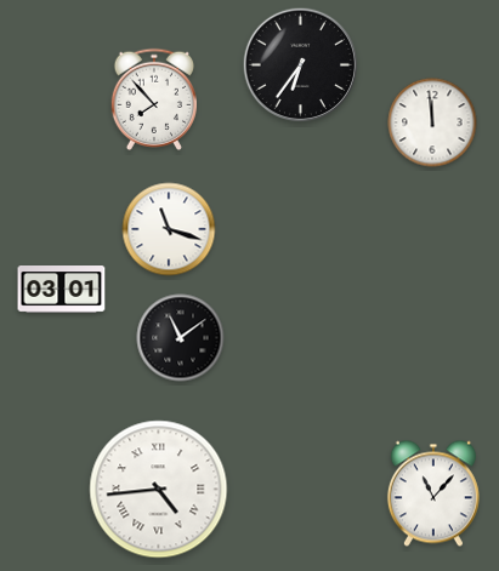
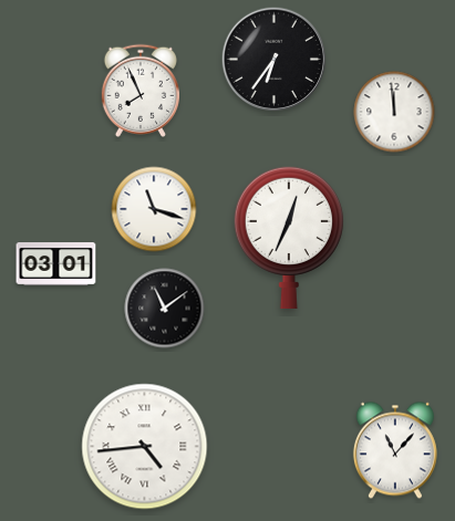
clock at (153, 99): 7:53 -> 7:56
clock at (289, 238): none -> 12:34
